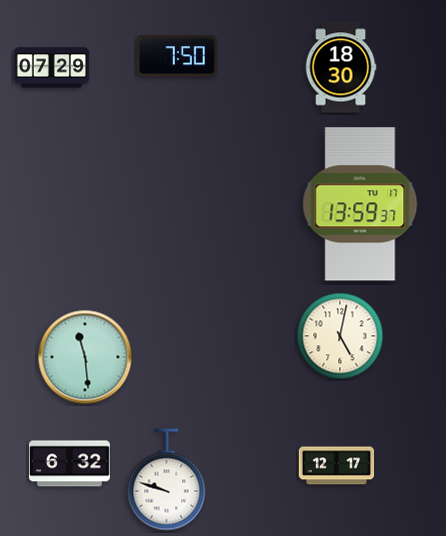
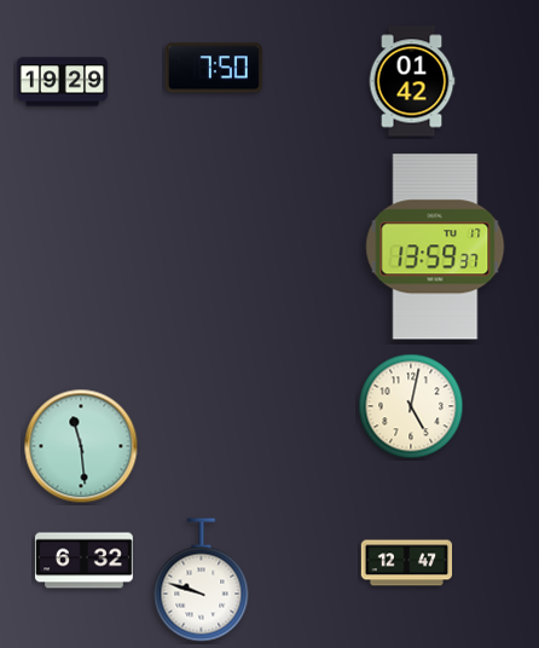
clock at (341, 67): 18:30 -> 01:42
clock at (52, 68): 07:29 -> 19:29
clock at (85, 357) position: (85, 357) -> (81, 446)
clock at (337, 466): 12:17 -> 12:47
